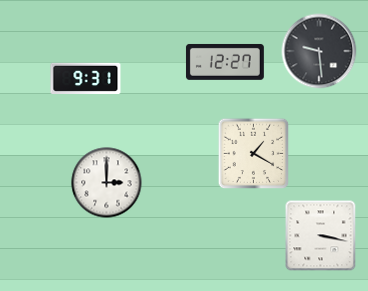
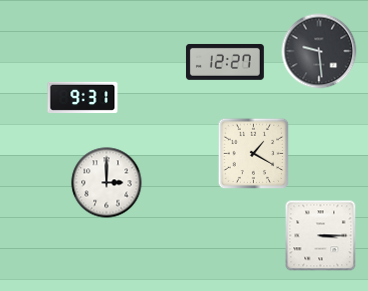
clock at (86, 78) position: (86, 78) -> (83, 97)
clock at (321, 236): 3:17 -> 3:15
